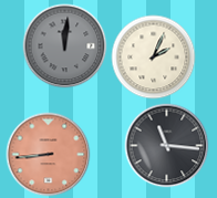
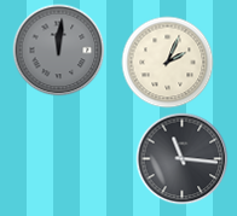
clock at (65, 46) position: (65, 46) -> (59, 51)
clock at (49, 155): 8:44 -> none
